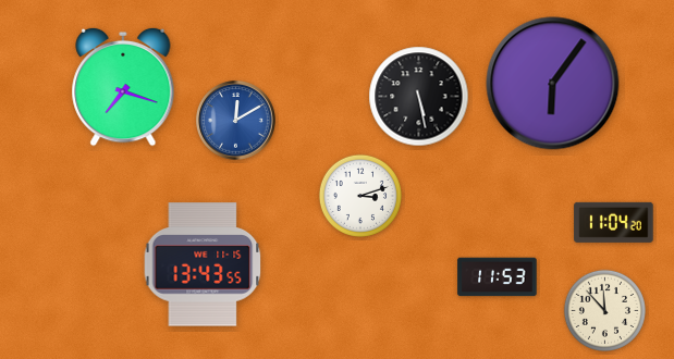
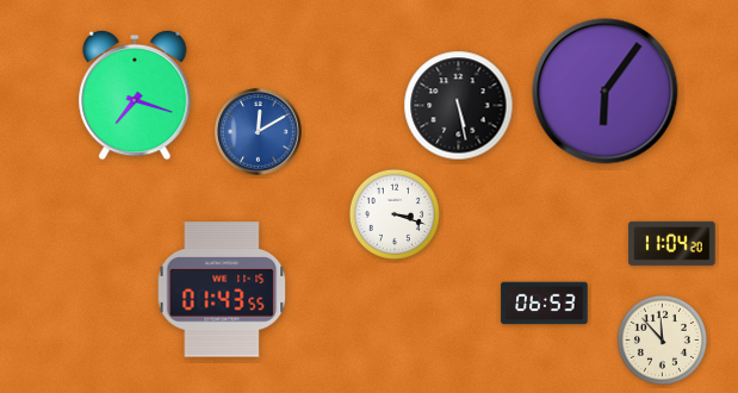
clock at (360, 196): 3:12 -> 3:18
clock at (203, 264): 13:43 -> 01:43
clock at (498, 277): 11:53 -> 06:53
